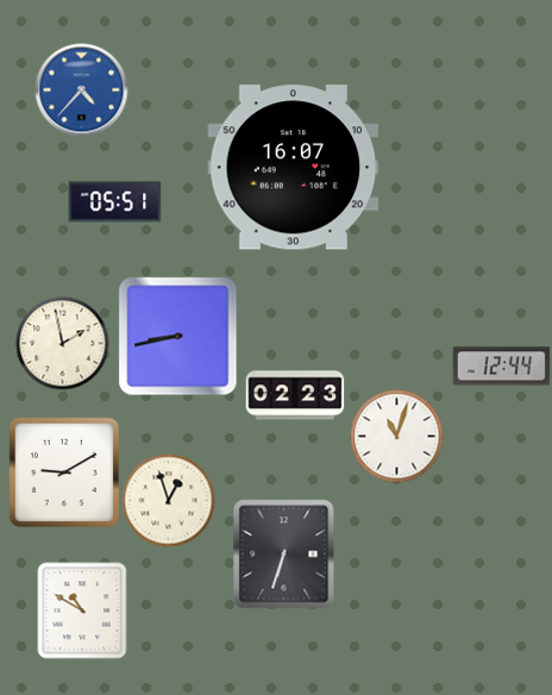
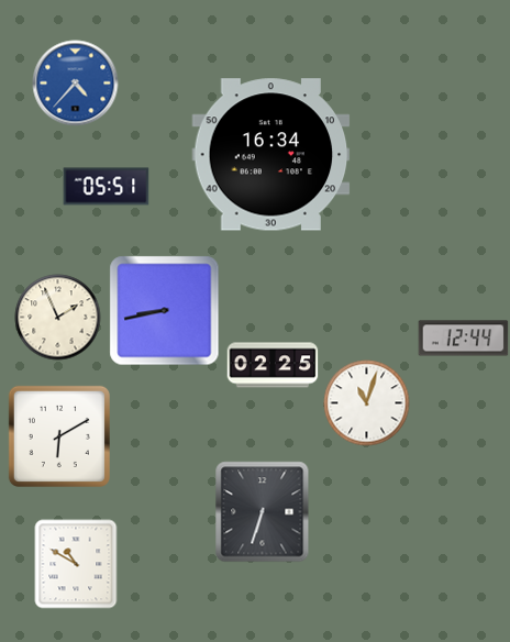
clock at (294, 168): 16:07 -> 16:34
clock at (62, 343): 1:58 -> 1:56
clock at (295, 395): 02:23 -> 02:25
clock at (64, 472): 9:10 -> 6:10
clock at (168, 500): 12:57 -> none
